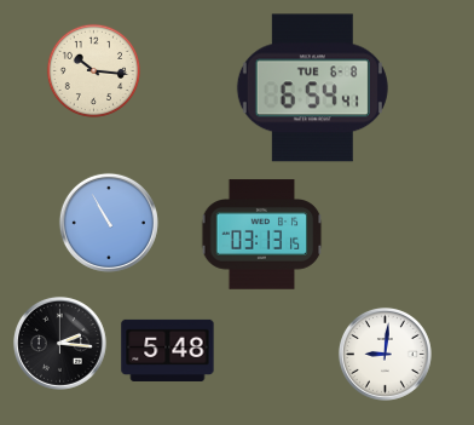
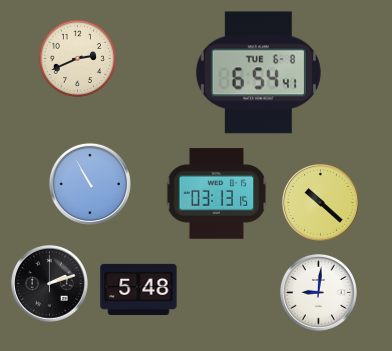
clock at (93, 70): 10:16 -> 2:41
clock at (320, 202): none -> 10:22
clock at (59, 343): 2:16 -> 2:12
